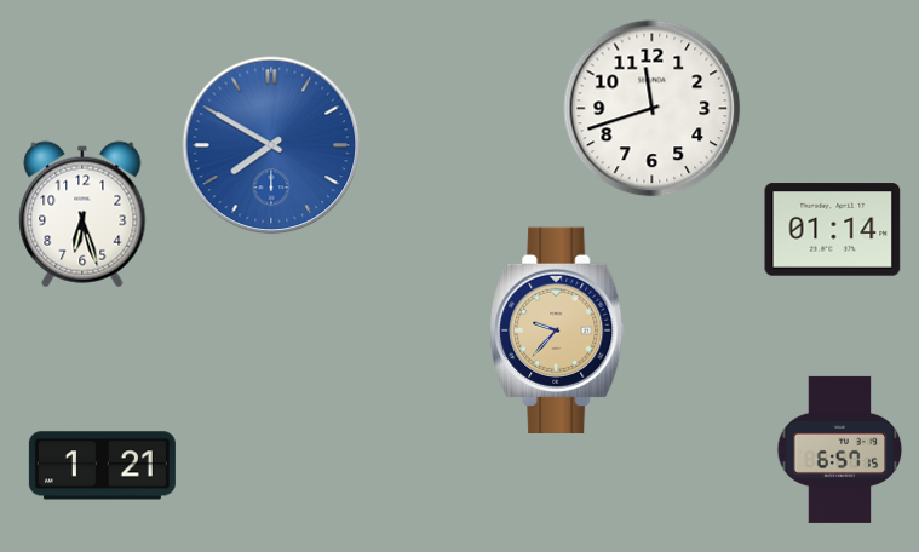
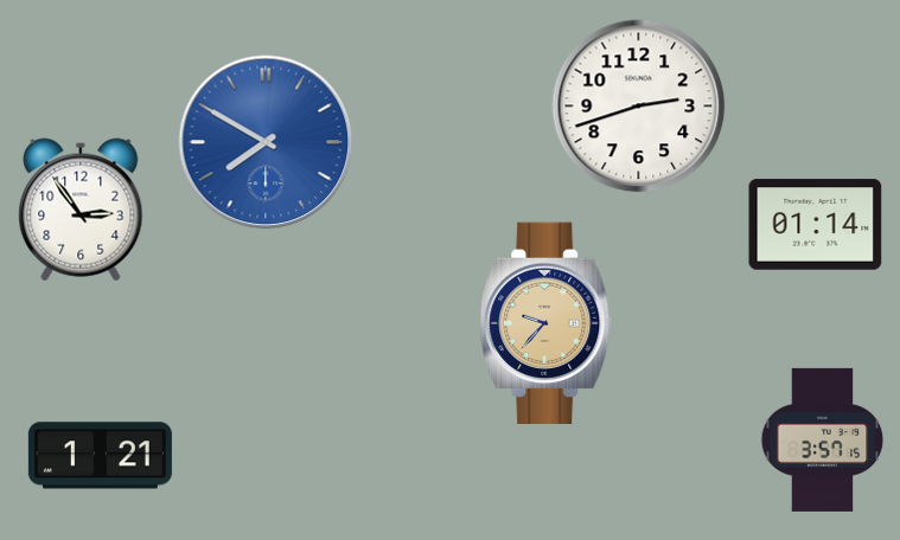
clock at (653, 109): 11:42 -> 2:42
clock at (82, 214): 6:27 -> 2:54
clock at (840, 449): 6:57 -> 3:57
